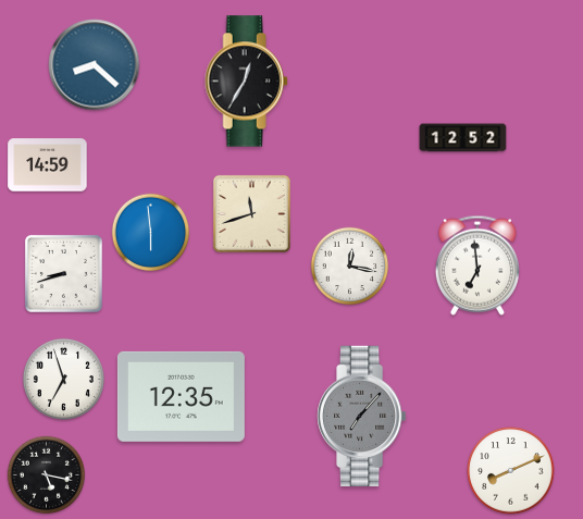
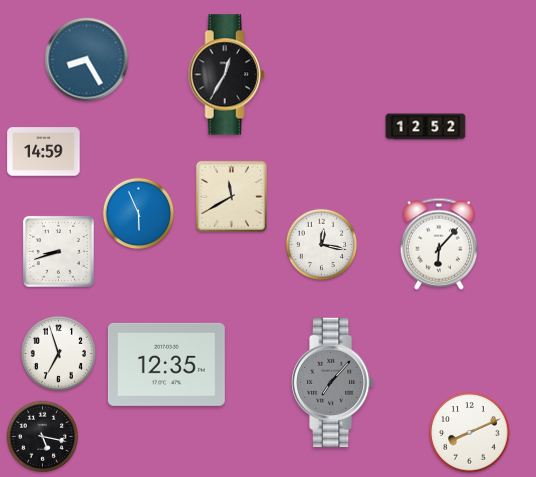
clock at (95, 65): 8:22 -> 8:25
clock at (251, 213): 11:42 -> 11:40
clock at (151, 233): 5:59 -> 5:56
clock at (477, 265): 6:59 -> 6:07
clock at (63, 379) position: (63, 379) -> (58, 353)
